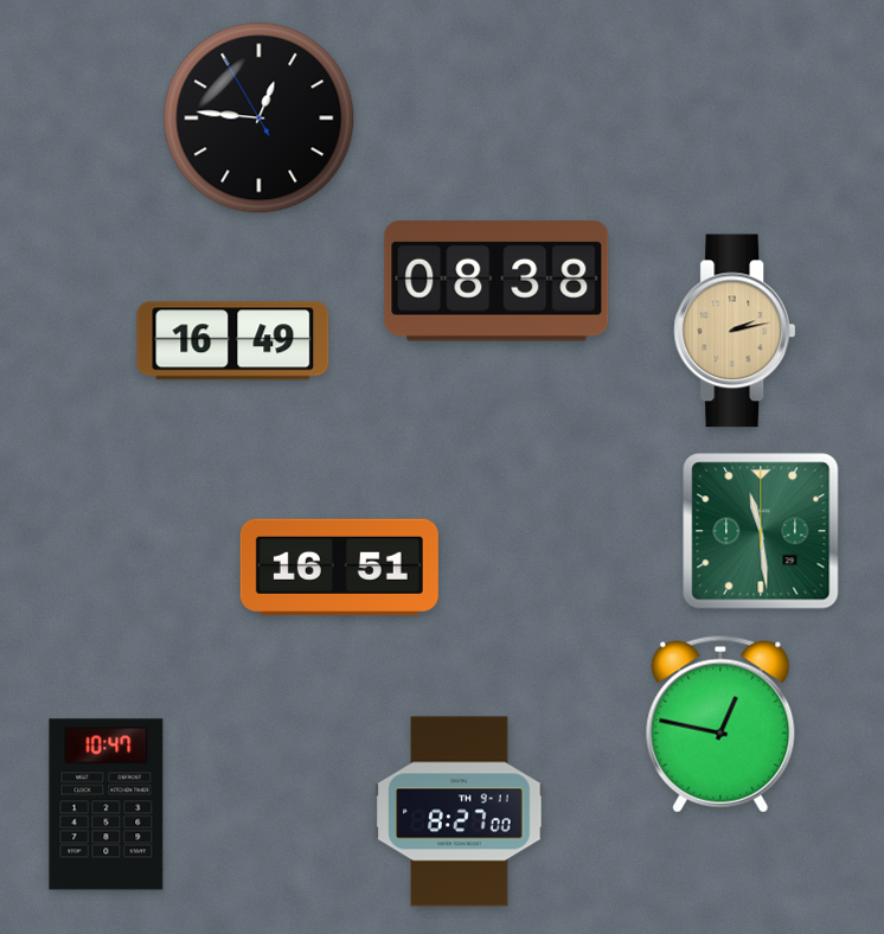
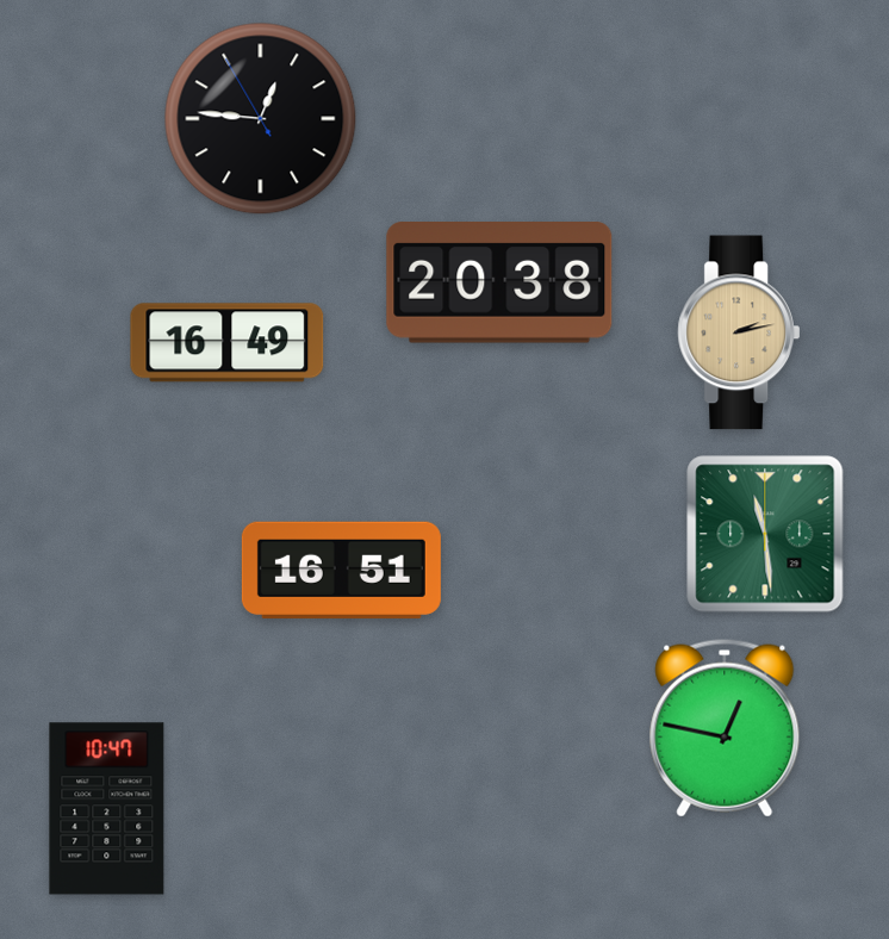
clock at (497, 282): 08:38 -> 20:38
clock at (233, 341) position: (233, 341) -> (228, 343)
clock at (460, 812): 8:27 -> none
